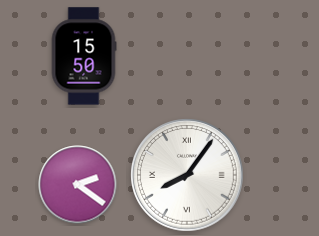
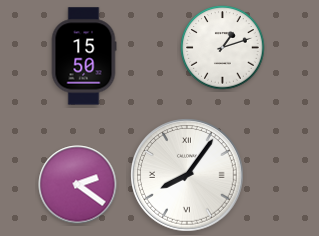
clock at (223, 48): none -> 1:12
